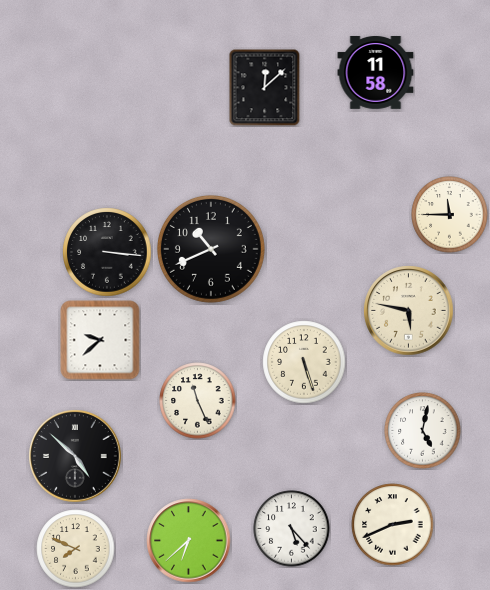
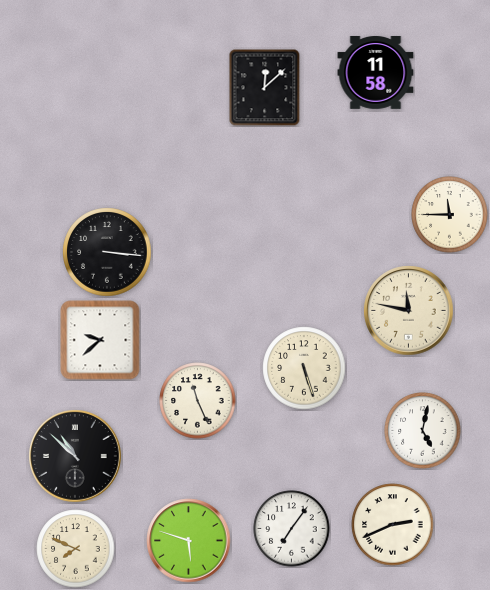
clock at (211, 249): 10:41 -> none
clock at (409, 311): 5:47 -> 11:47
clock at (304, 362) position: (304, 362) -> (304, 368)
clock at (76, 457): 4:52 -> 10:52
clock at (292, 529): 5:23 -> 7:06
clock at (189, 541): 6:38 -> 5:48
